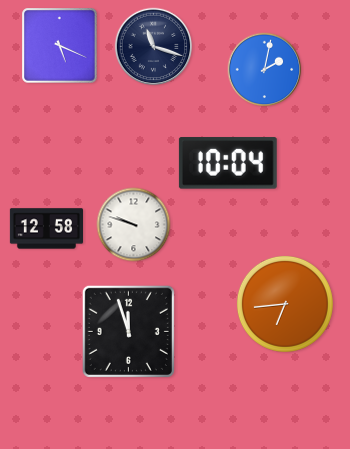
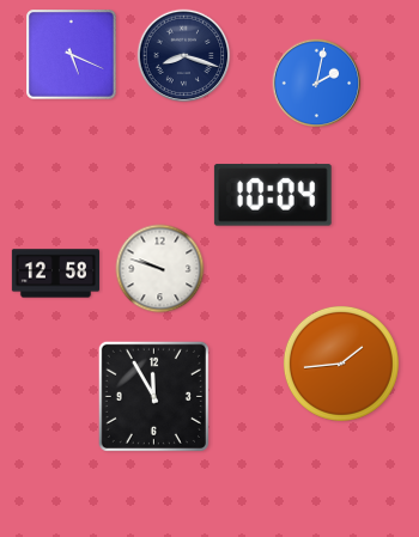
clock at (154, 47): 11:18 -> 8:18
clock at (285, 304): 6:44 -> 1:44
clock at (128, 331): 11:57 -> 11:55
